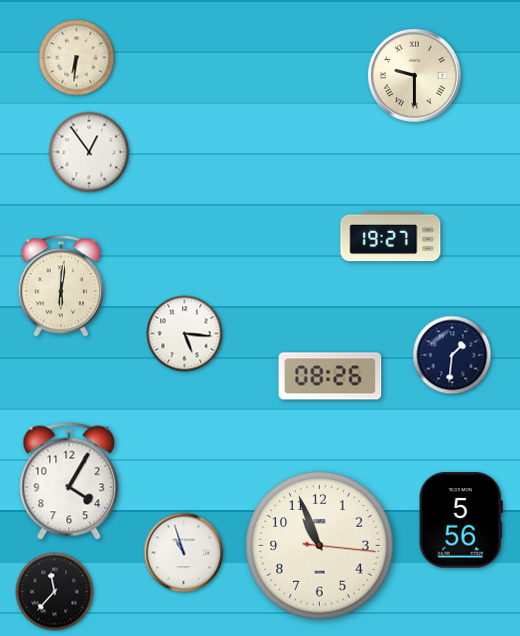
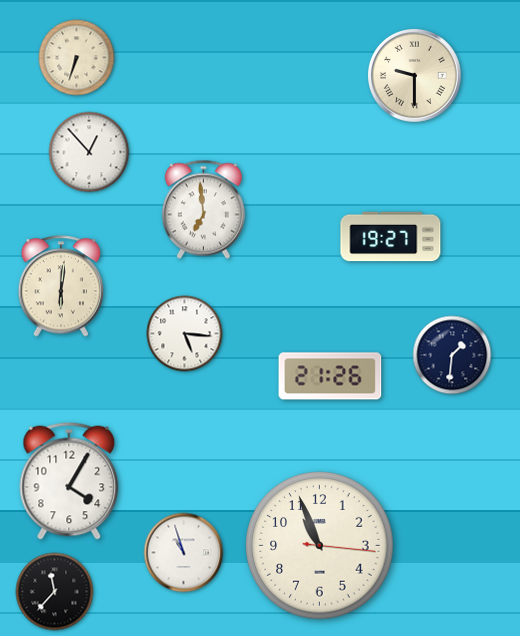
clock at (77, 58): 6:31 -> 6:33
clock at (89, 152): 12:54 -> 12:53
clock at (203, 210): none -> 6:59
clock at (330, 376): 08:26 -> 21:26
clock at (461, 520): 5:56 -> none
